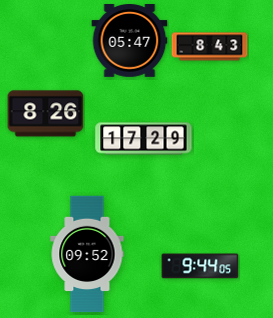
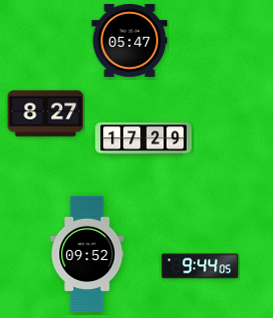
clock at (210, 47): 8:43 -> none
clock at (46, 114): 8:26 -> 8:27
